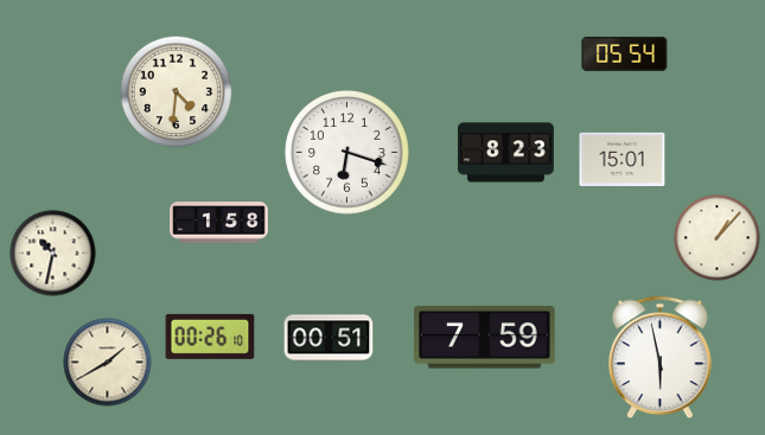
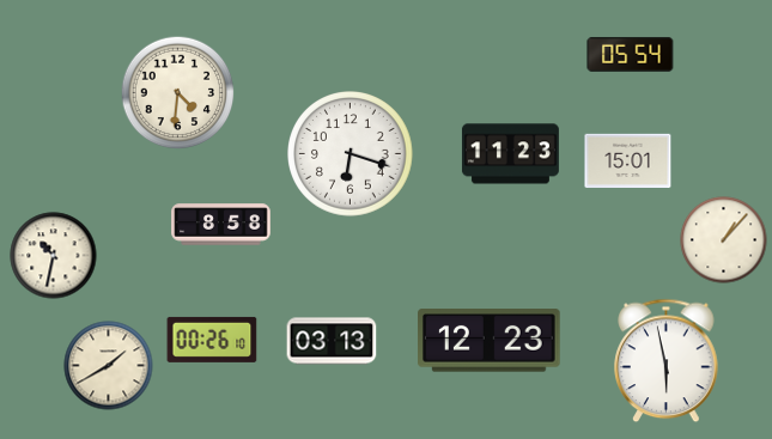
clock at (505, 153): 8:23 -> 11:23
clock at (219, 223): 1:58 -> 8:58
clock at (329, 338): 00:51 -> 03:13
clock at (485, 338): 7:59 -> 12:23
